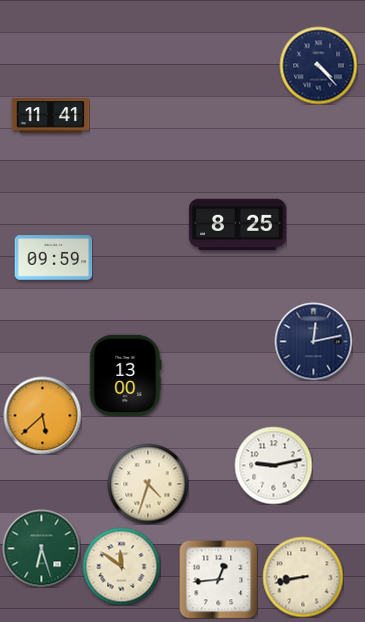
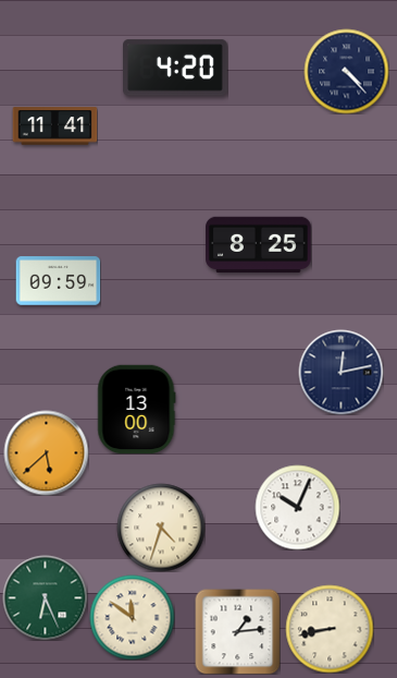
clock at (176, 68): none -> 4:20
clock at (273, 465): 9:13 -> 10:04
clock at (41, 548): 6:27 -> 6:26
clock at (218, 579): 12:44 -> 1:14
